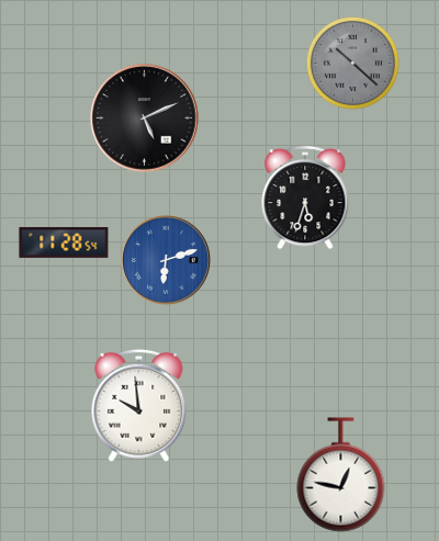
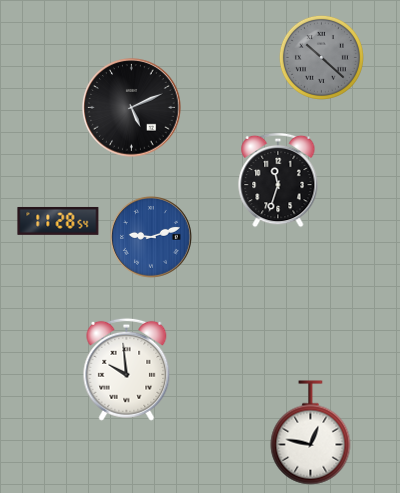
clock at (305, 198): 5:33 -> 11:33
clock at (166, 260): 6:12 -> 9:12
